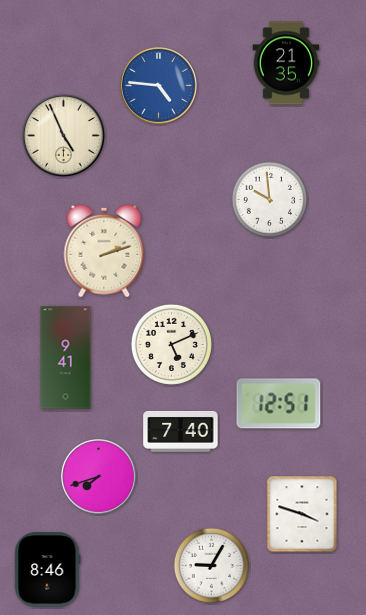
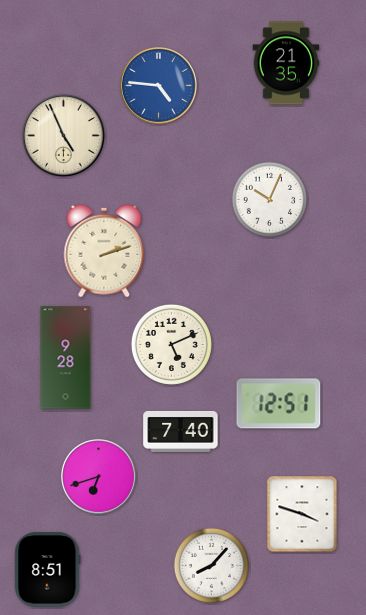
clock at (269, 199): 9:59 -> 10:04
clock at (66, 358): 9:41 -> 9:28
clock at (99, 477): 7:42 -> 6:42
clock at (211, 565): 9:05 -> 8:07
clock at (48, 570): 8:46 -> 8:51
